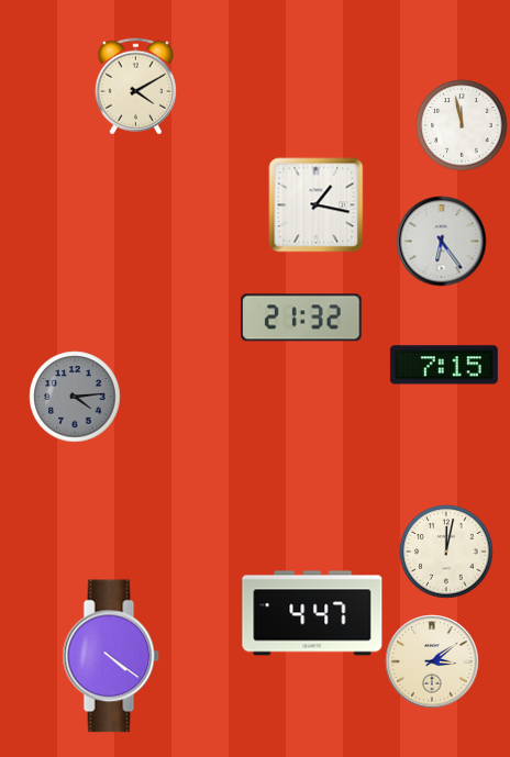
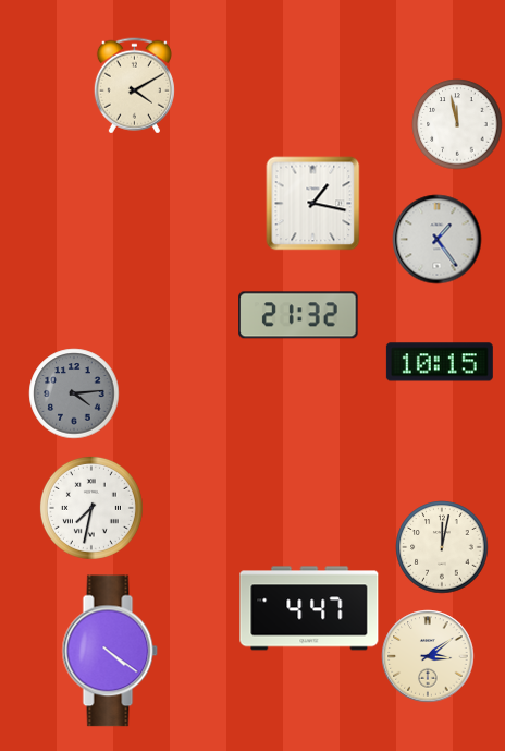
clock at (441, 241): 6:24 -> 1:24
clock at (444, 365): 7:15 -> 10:15
clock at (91, 508): none -> 7:32
